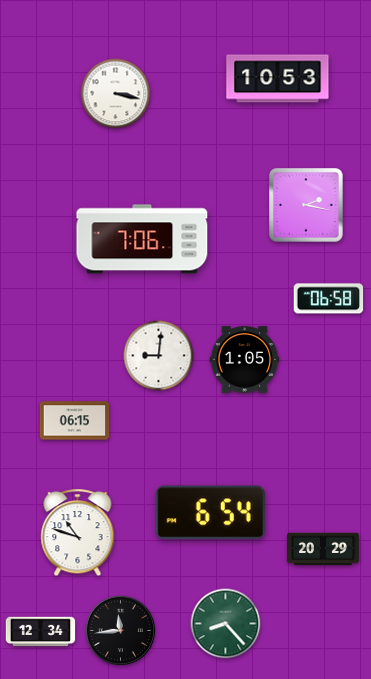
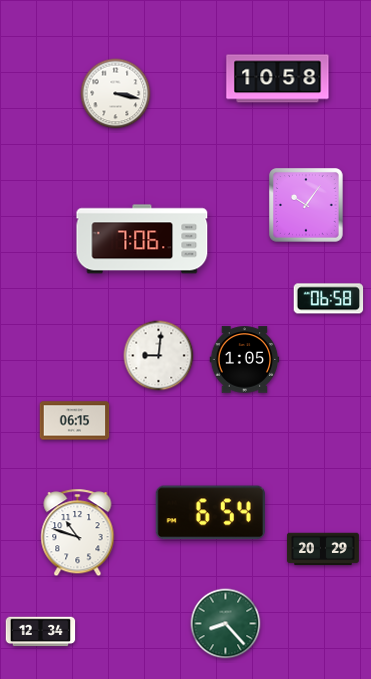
clock at (278, 79): 10:53 -> 10:58
clock at (306, 205): 2:17 -> 10:06
clock at (121, 631): 11:44 -> none
